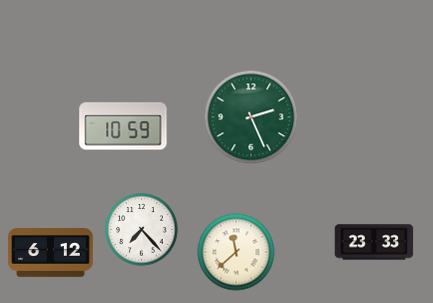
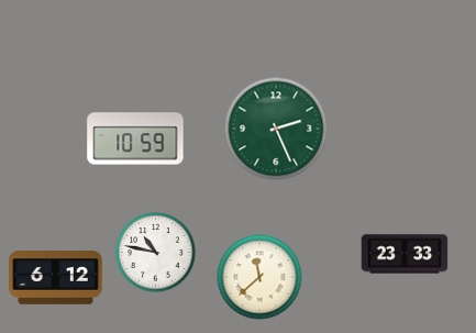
clock at (142, 230): 7:23 -> 10:47
clock at (374, 242) position: (374, 242) -> (405, 254)
